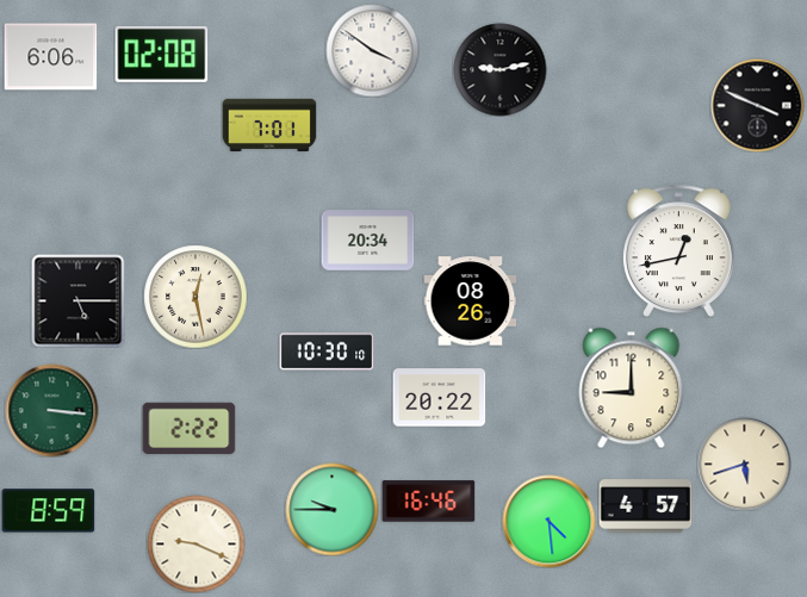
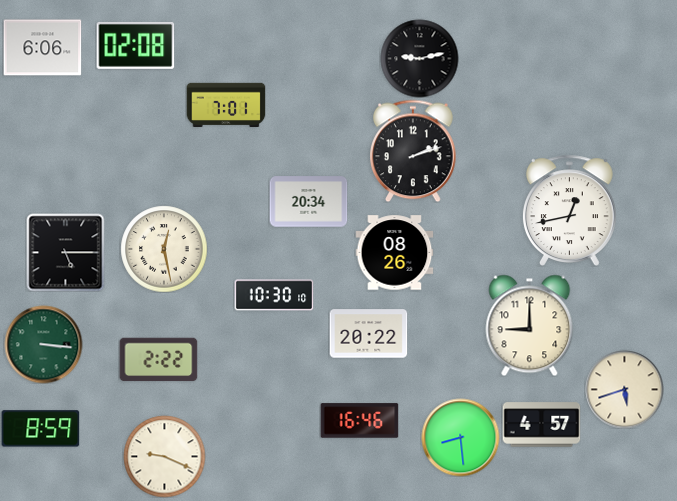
clock at (372, 50): 3:51 -> none
clock at (757, 105): 3:49 -> none
clock at (413, 151): none -> 2:12
clock at (331, 509): 9:45 -> none
clock at (548, 521): 4:29 -> 8:29
